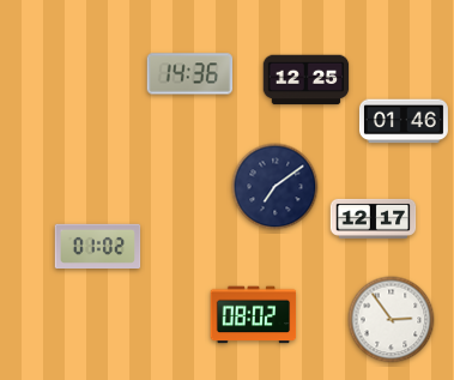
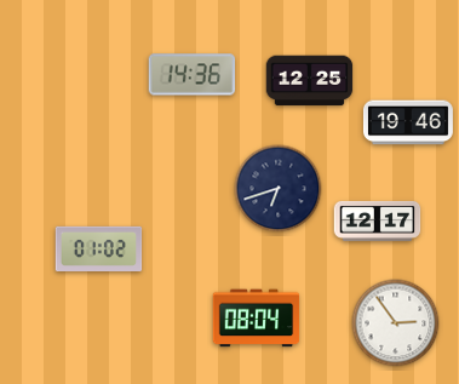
clock at (404, 121): 01:46 -> 19:46
clock at (276, 187): 7:09 -> 6:42
clock at (254, 315): 08:02 -> 08:04
